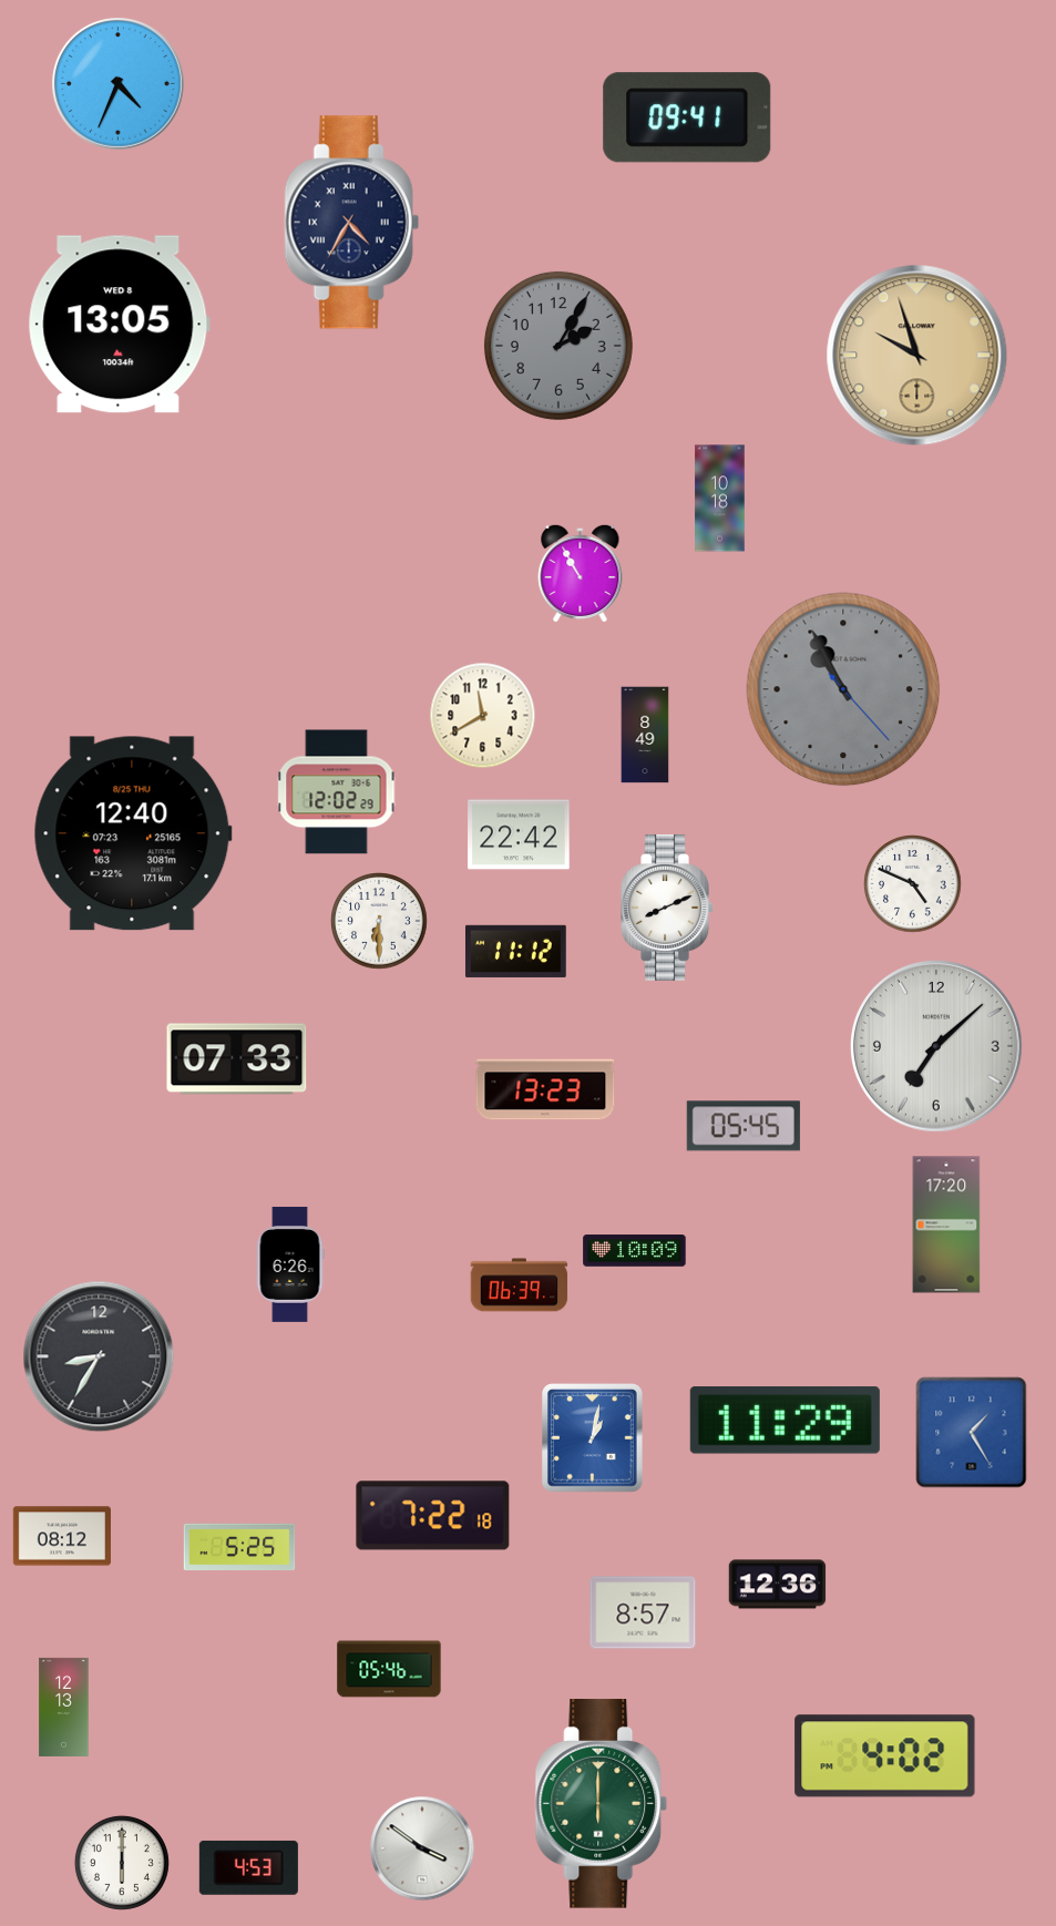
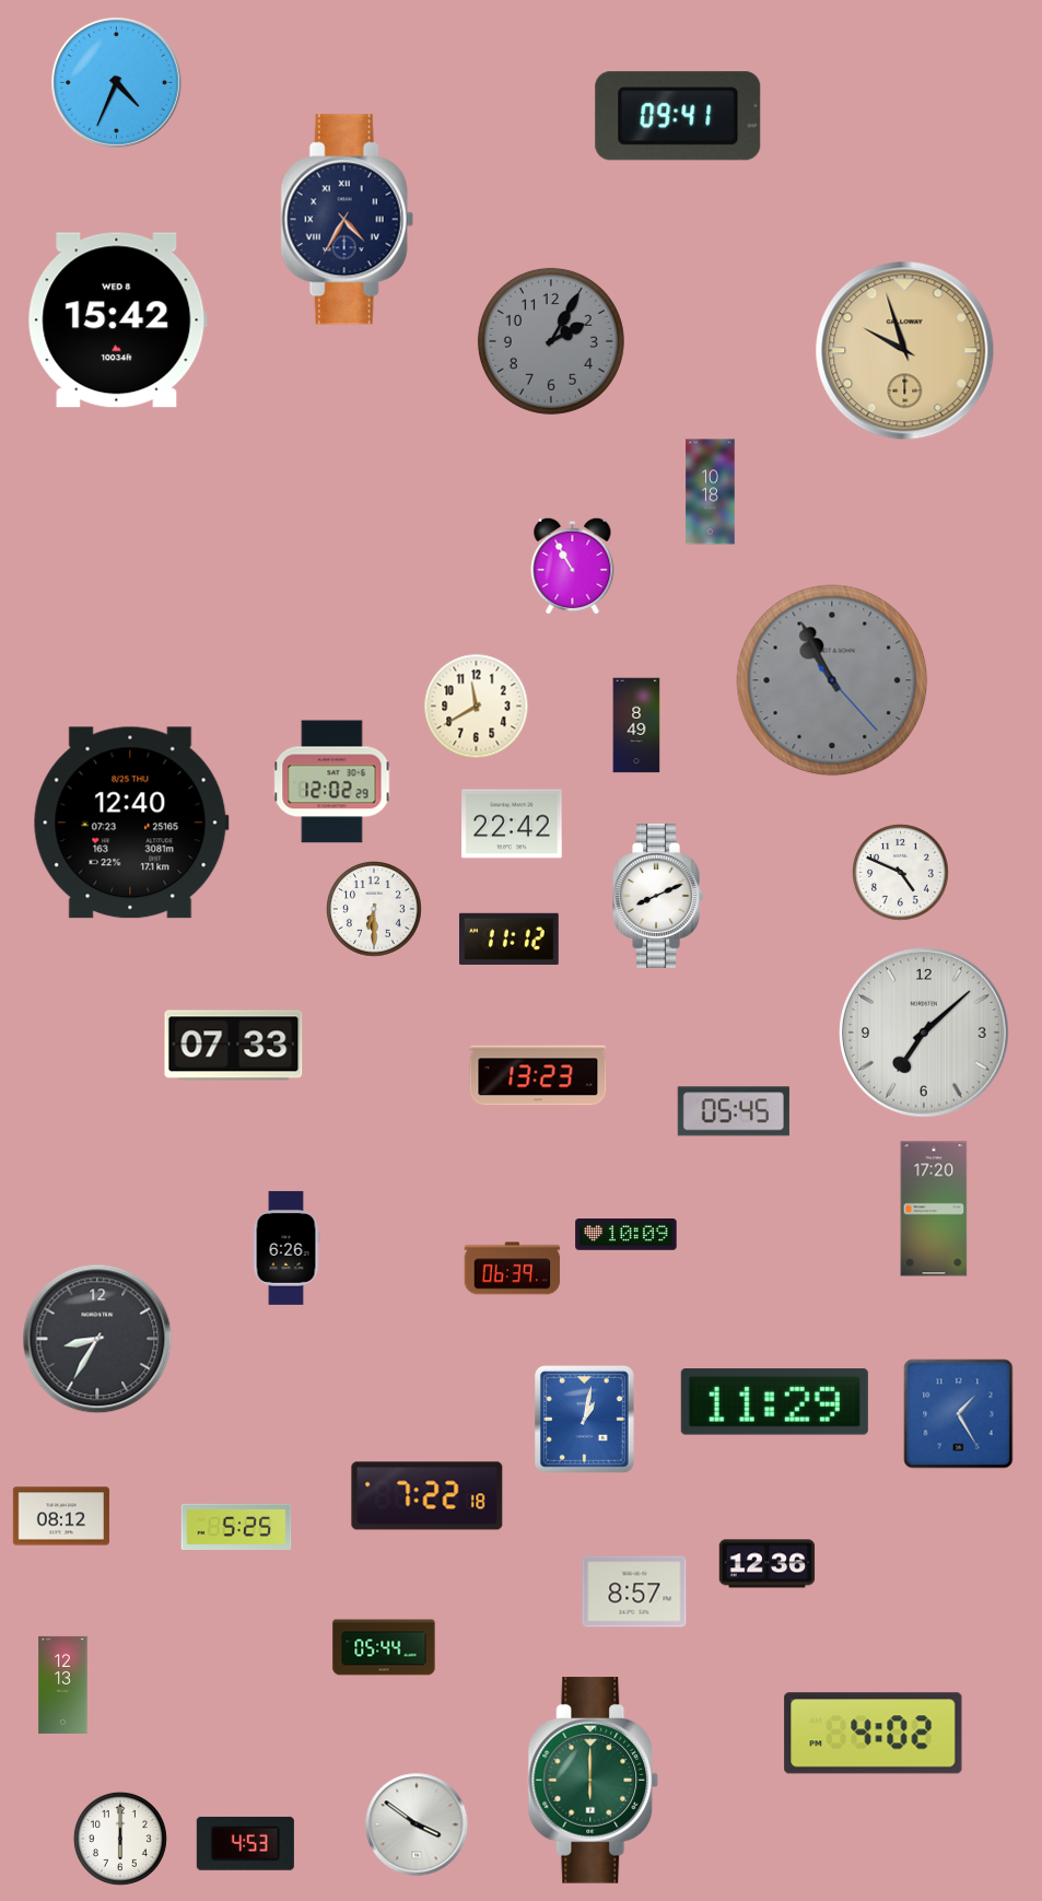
clock at (119, 325): 13:05 -> 15:42
clock at (389, 1669): 05:46 -> 05:44
